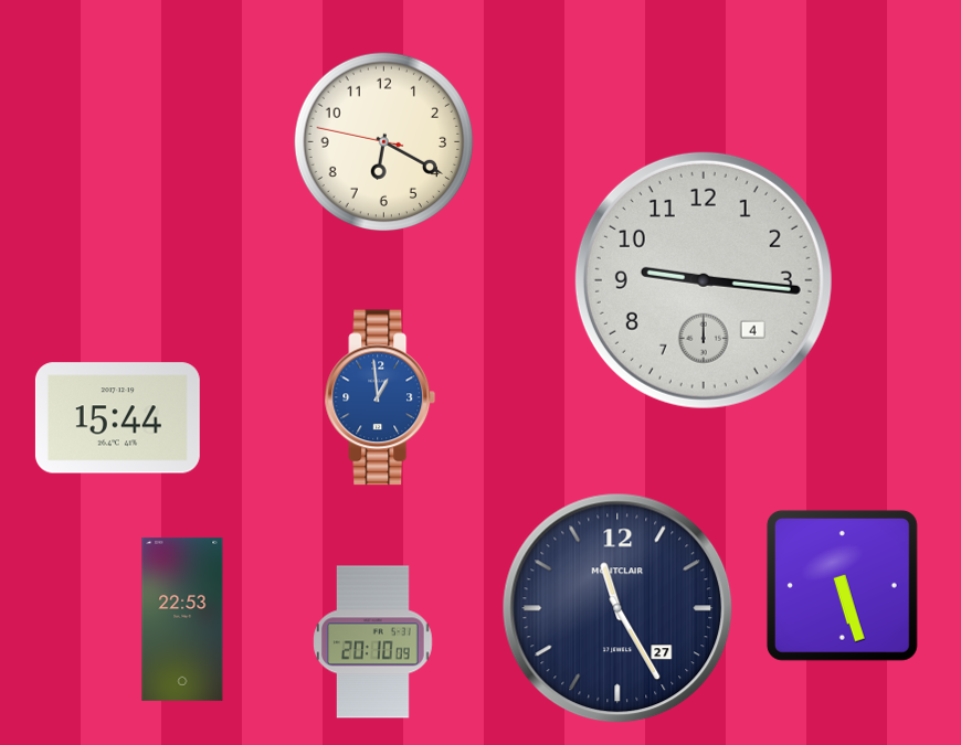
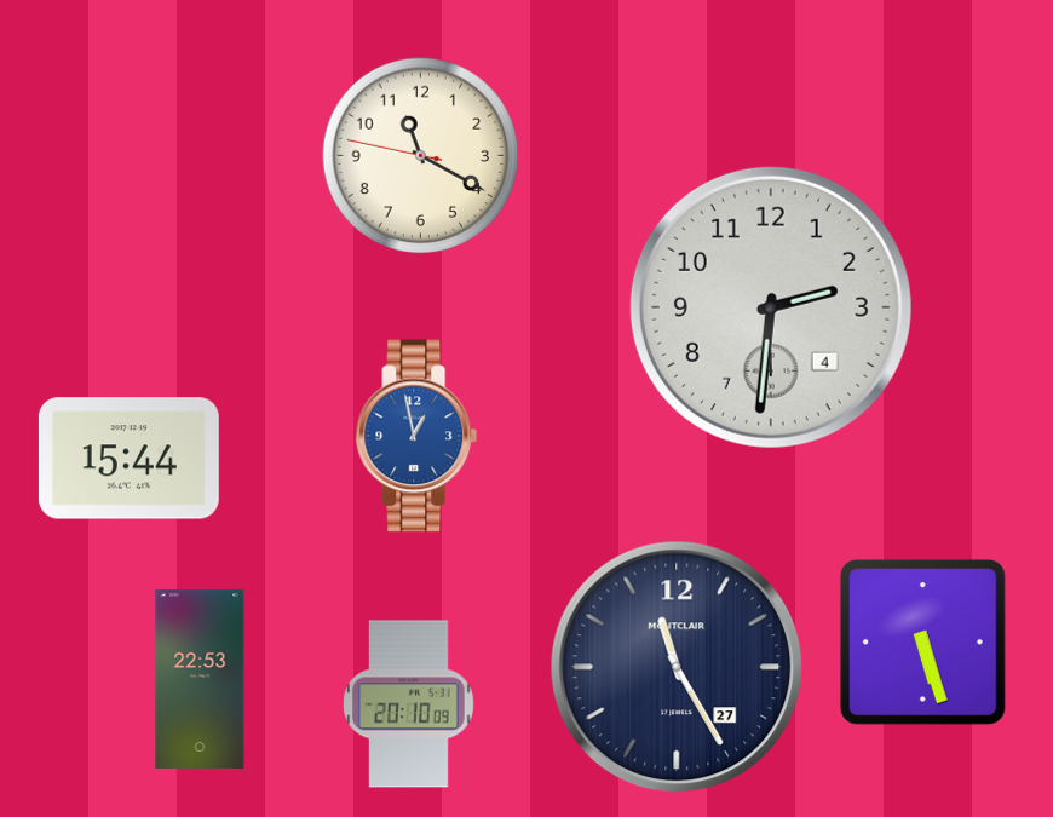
clock at (384, 142): 6:19 -> 11:19
clock at (704, 280): 9:16 -> 2:31
clock at (380, 397): 12:59 -> 12:58
